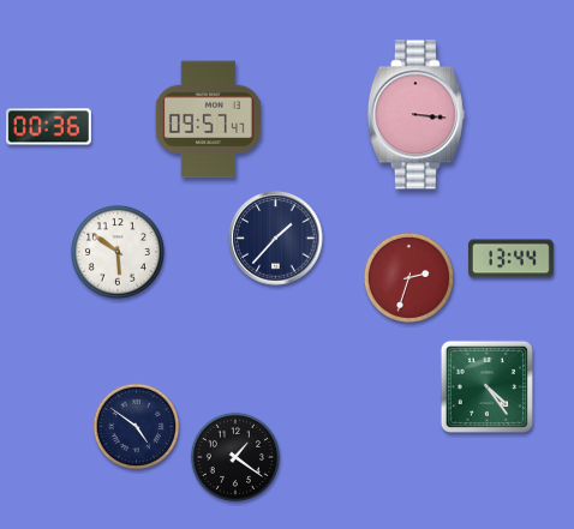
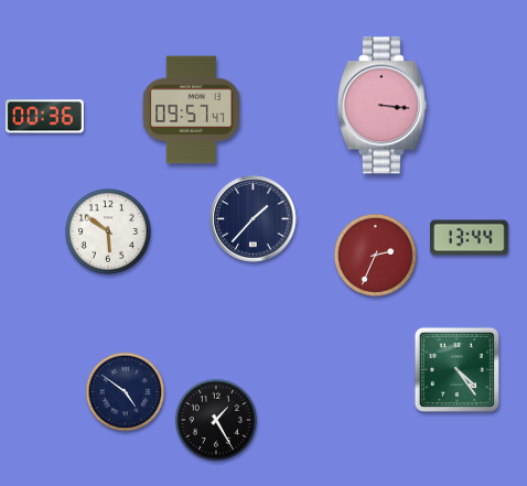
clock at (408, 277): 2:33 -> 2:34
clock at (486, 386) position: (486, 386) -> (456, 369)
clock at (235, 457): 1:21 -> 1:25
